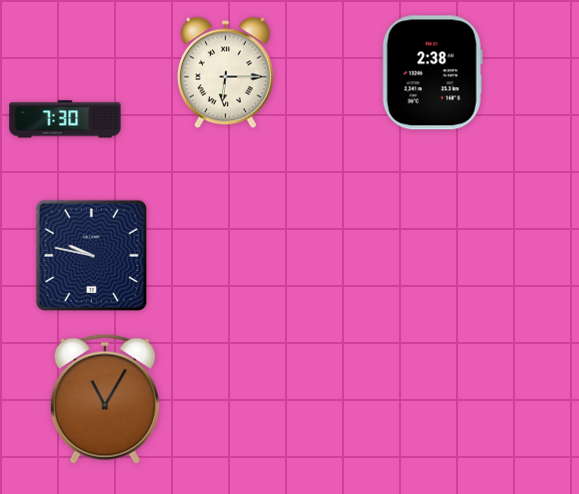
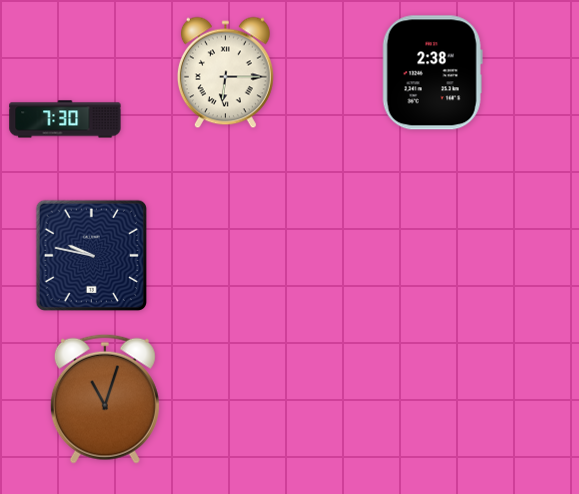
clock at (105, 399): 11:05 -> 11:03
